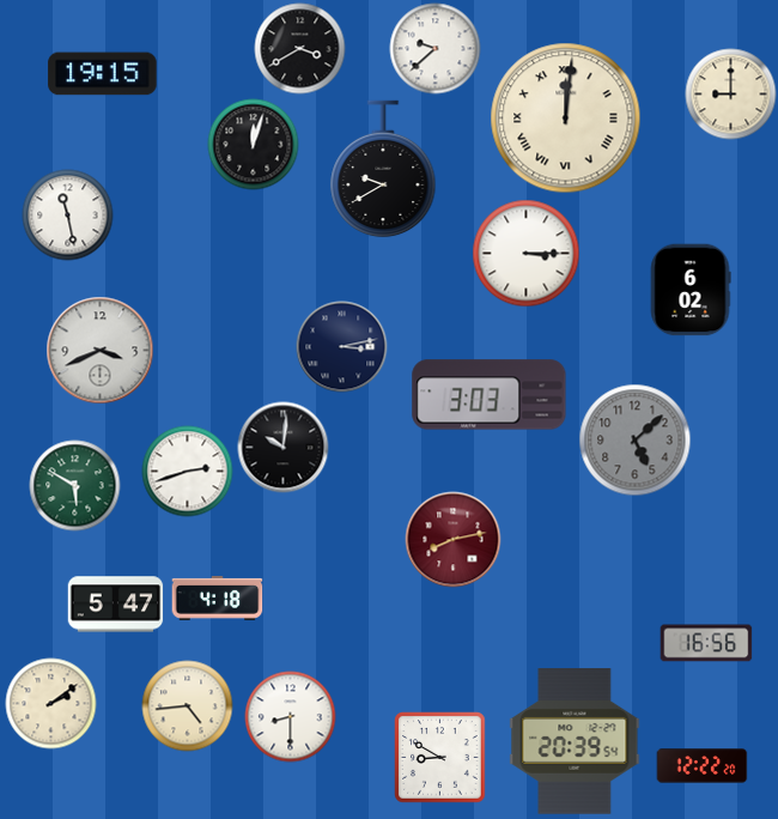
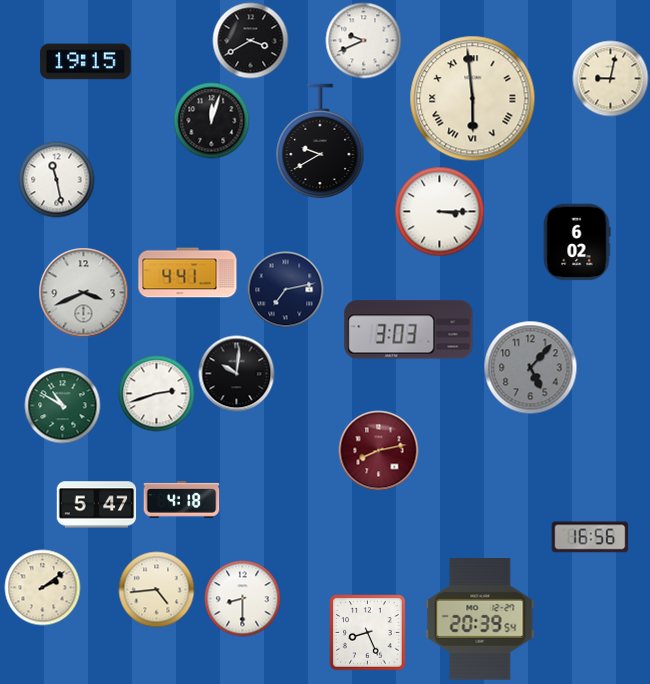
clock at (436, 49): 9:38 -> 9:41
clock at (731, 95): 9:00 -> 9:02
clock at (566, 119): 12:01 -> 5:59
clock at (188, 273): none -> 4:41
clock at (342, 347): 3:13 -> 7:13
clock at (636, 441): 5:08 -> 5:07
clock at (75, 486): 5:50 -> 10:50
clock at (440, 758): 8:50 -> 8:26
clock at (703, 766): 12:22 -> none
